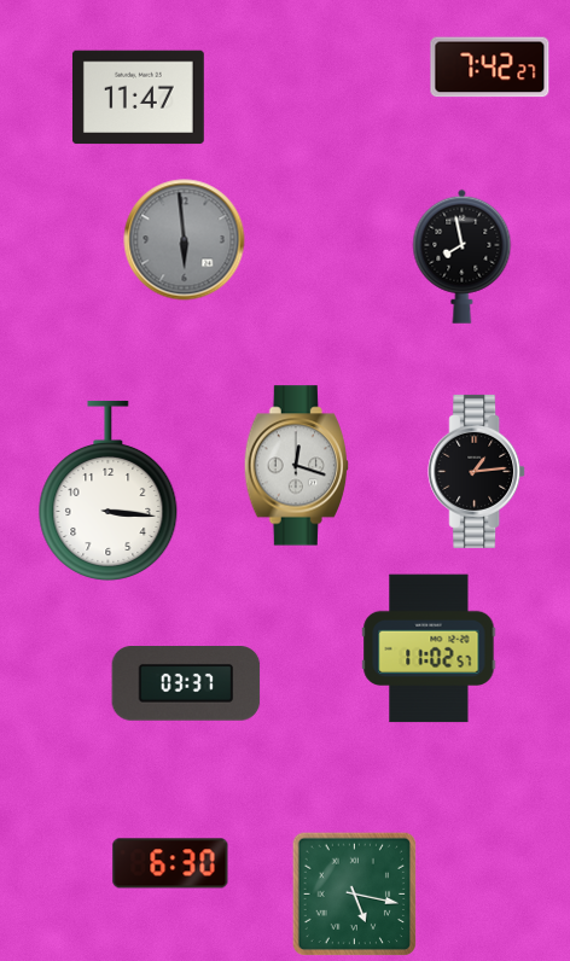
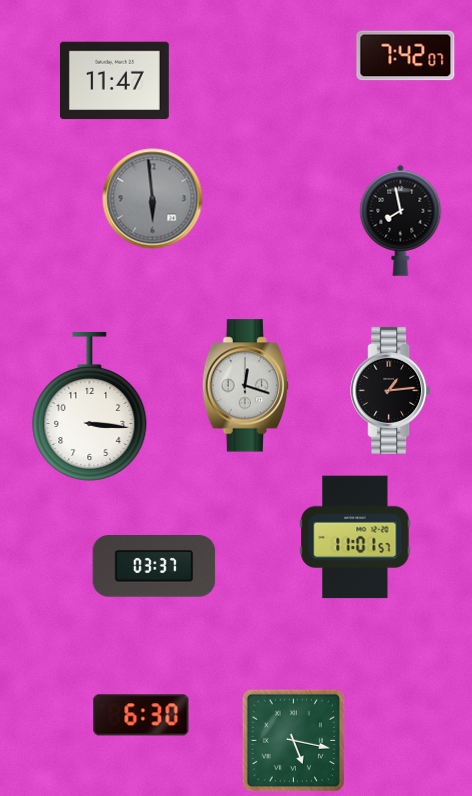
clock at (490, 68): 7:42:27 -> 7:42:07
clock at (463, 256) position: (463, 256) -> (401, 220)
clock at (477, 471) position: (477, 471) -> (391, 390)
clock at (429, 648): 11:02 -> 11:01
